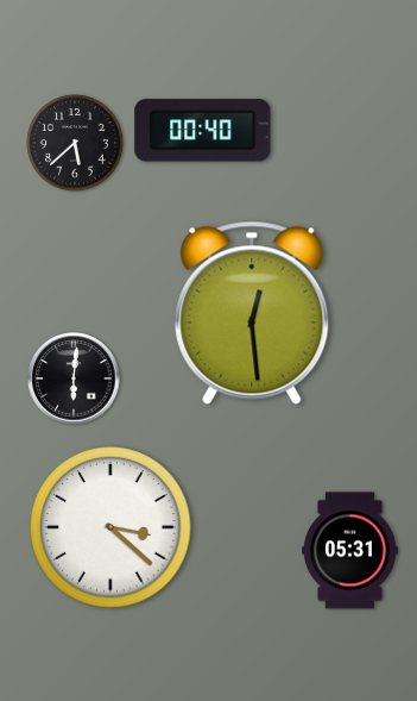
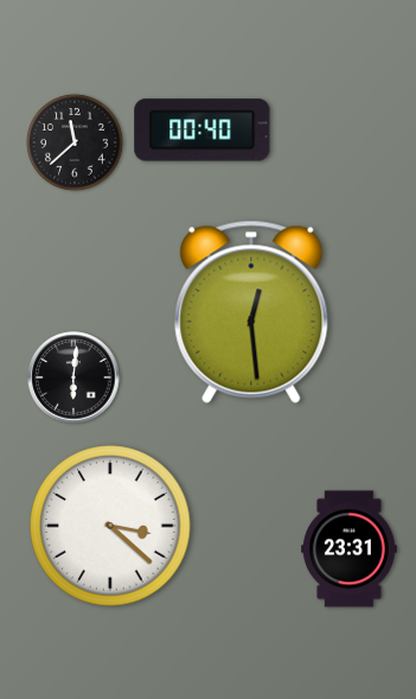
clock at (75, 143): 5:38 -> 11:38
clock at (350, 551): 05:31 -> 23:31
